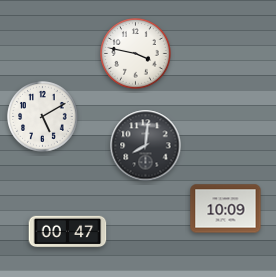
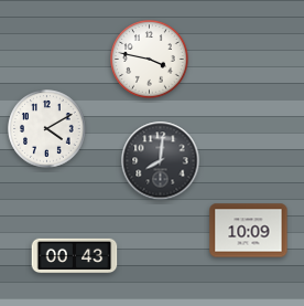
clock at (43, 117): 5:10 -> 4:10
clock at (68, 232): 00:47 -> 00:43
